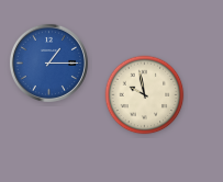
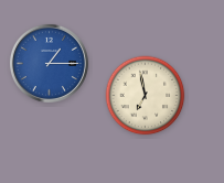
clock at (145, 95): 9:58 -> 6:58
